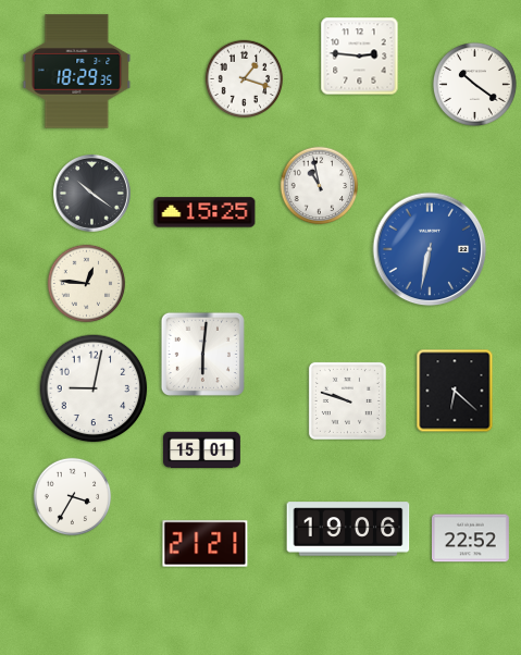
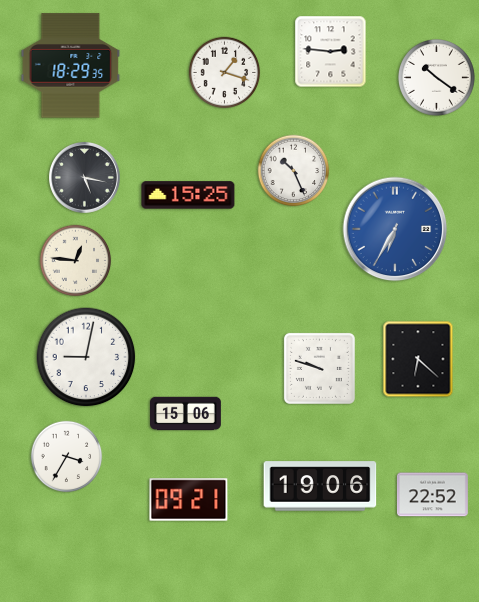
clock at (320, 186): 10:58 -> 10:26
clock at (92, 194): 10:21 -> 5:17
clock at (430, 249): 6:32 -> 6:35
clock at (87, 284) position: (87, 284) -> (76, 261)
clock at (202, 354): 6:01 -> none
clock at (202, 450): 15:01 -> 15:06
clock at (206, 544): 21:21 -> 09:21
